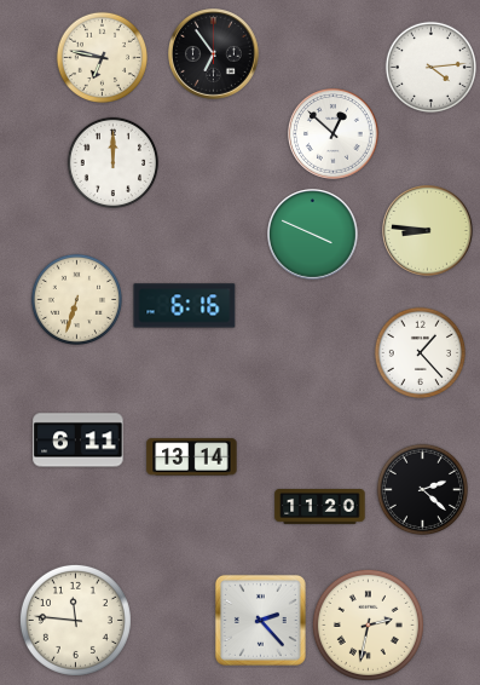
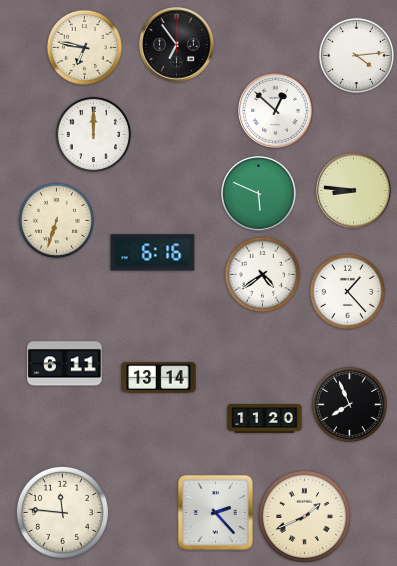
clock at (313, 235): 3:49 -> 5:49
clock at (76, 299) position: (76, 299) -> (56, 220)
clock at (262, 274): none -> 4:39
clock at (422, 489): 2:22 -> 7:56
clock at (368, 624): 2:32 -> 1:41
